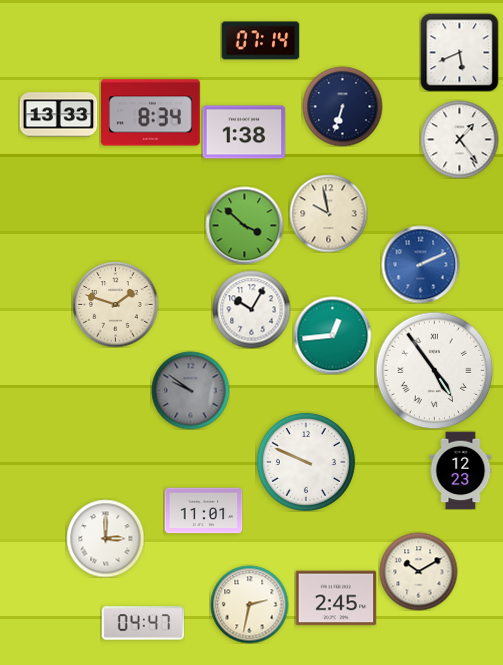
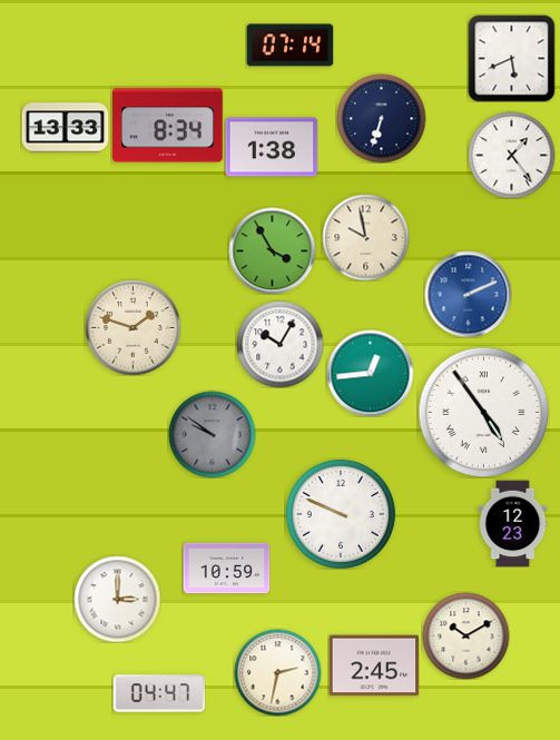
clock at (244, 225): 3:52 -> 3:55
clock at (115, 304) position: (115, 304) -> (132, 327)
clock at (203, 511): 11:01 -> 10:59
